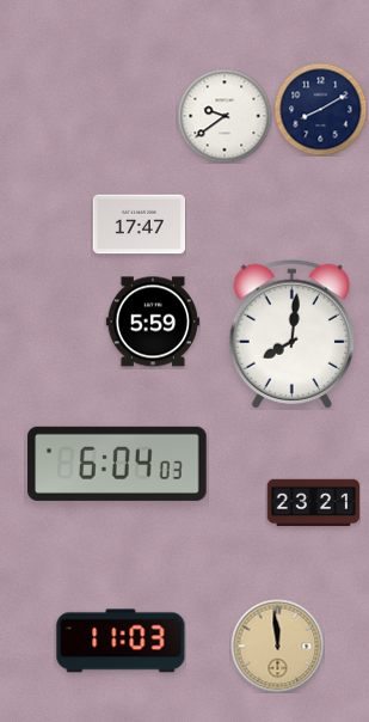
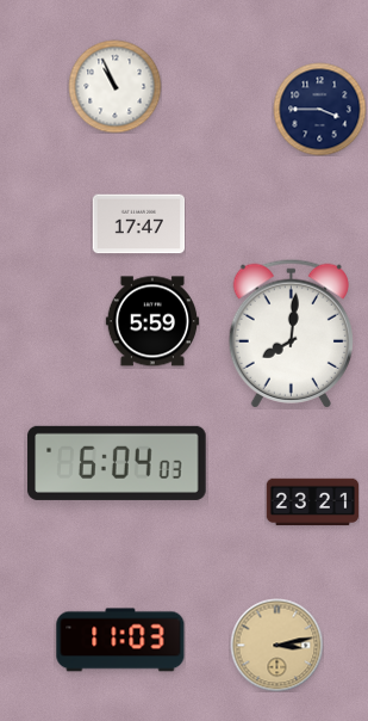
clock at (114, 86): none -> 10:56
clock at (320, 109): 8:10 -> 3:45
clock at (225, 116): 9:39 -> none
clock at (277, 645): 11:59 -> 3:13
